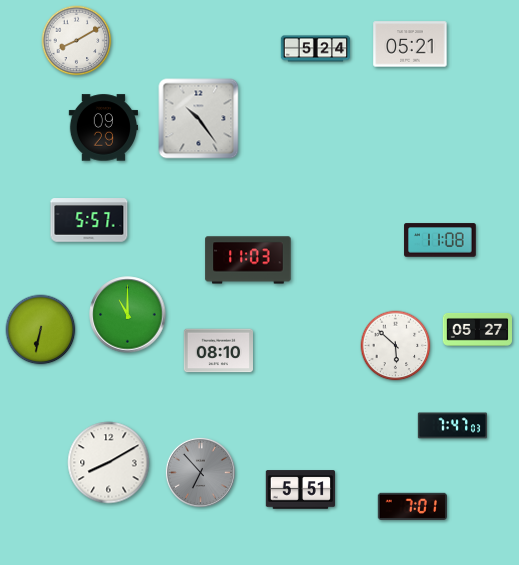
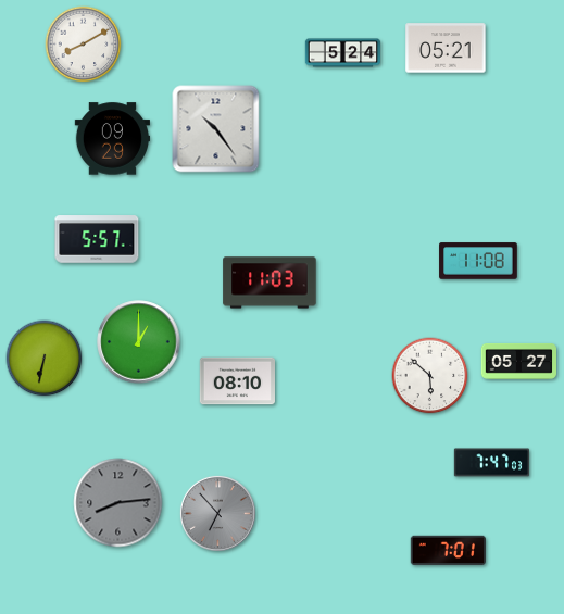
clock at (128, 315): 11:00 -> 1:00
clock at (478, 329) position: (478, 329) -> (519, 361)
clock at (109, 463): 8:10 -> 8:14
clock at (109, 463) dial: white -> grey
clock at (301, 490): 5:51 -> none
